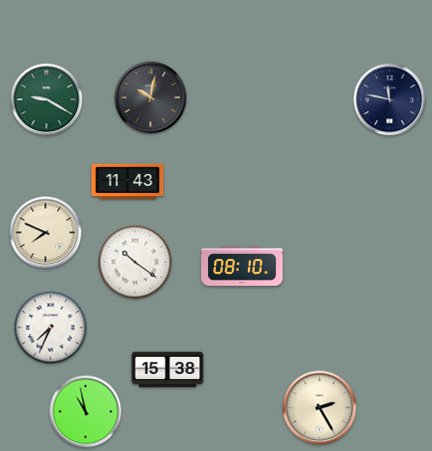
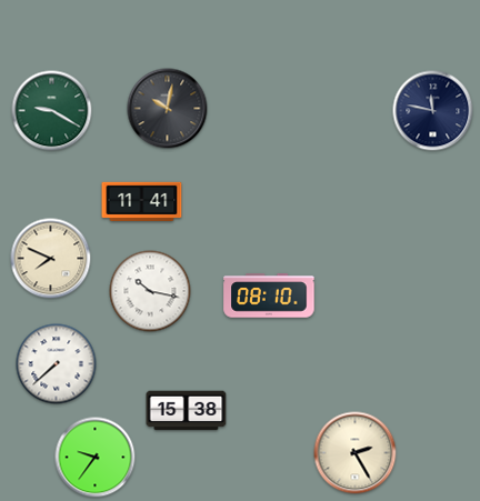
clock at (128, 182): 11:43 -> 11:41
clock at (135, 262): 10:21 -> 10:17
clock at (51, 328): 7:34 -> 7:38
clock at (86, 412): 10:58 -> 9:36
